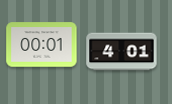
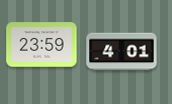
clock at (42, 45): 00:01 -> 23:59
